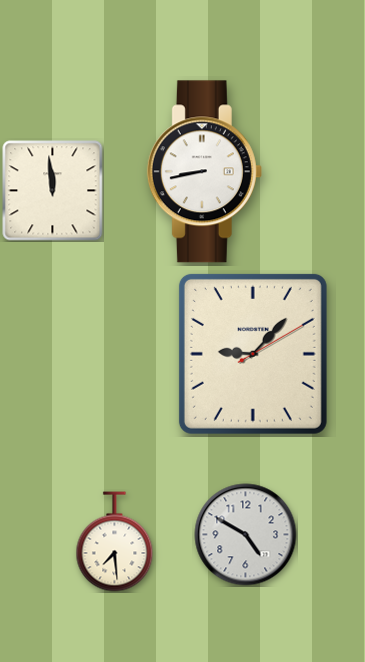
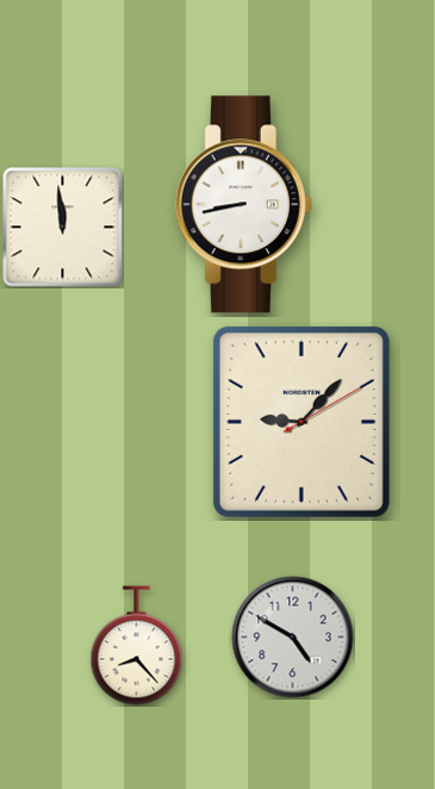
clock at (115, 542): 7:29 -> 8:23
